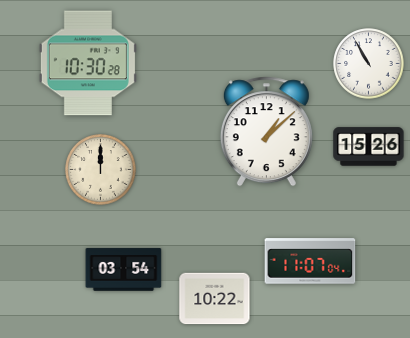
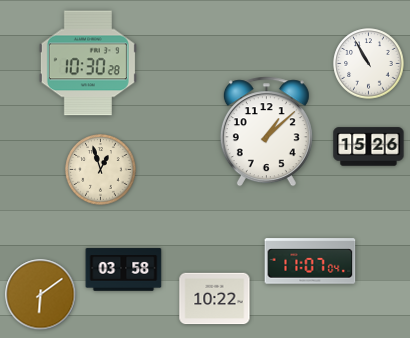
clock at (101, 170): 12:00 -> 12:57
clock at (124, 270): 03:54 -> 03:58
clock at (41, 295): none -> 6:09
